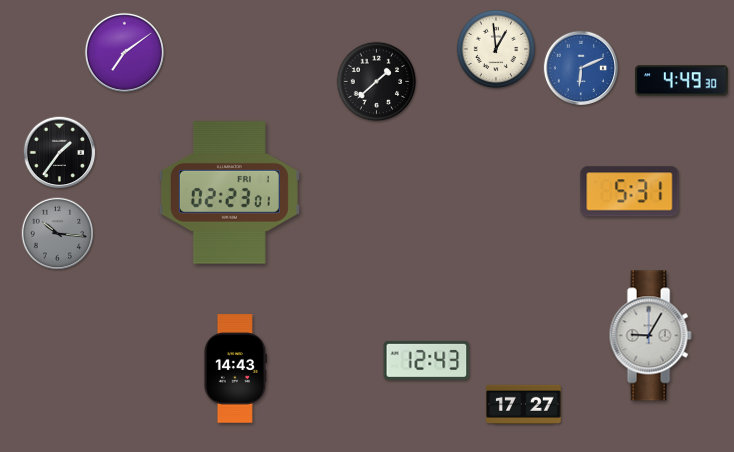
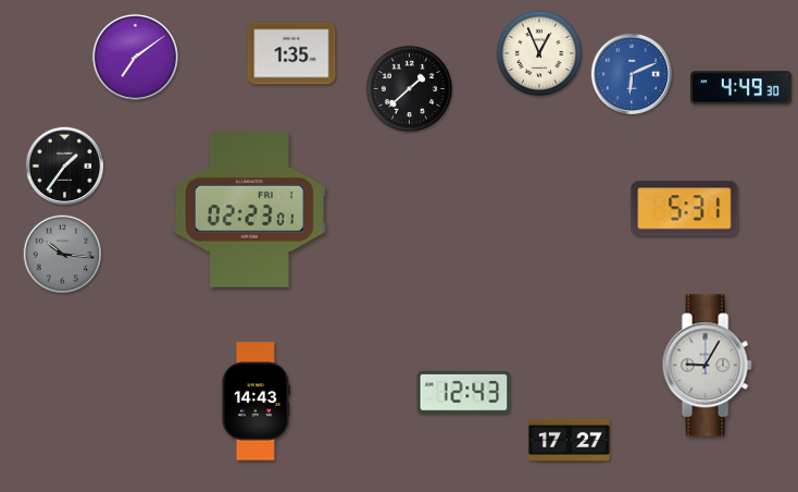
clock at (291, 53): none -> 1:35
clock at (496, 49): 12:59 -> 12:56
